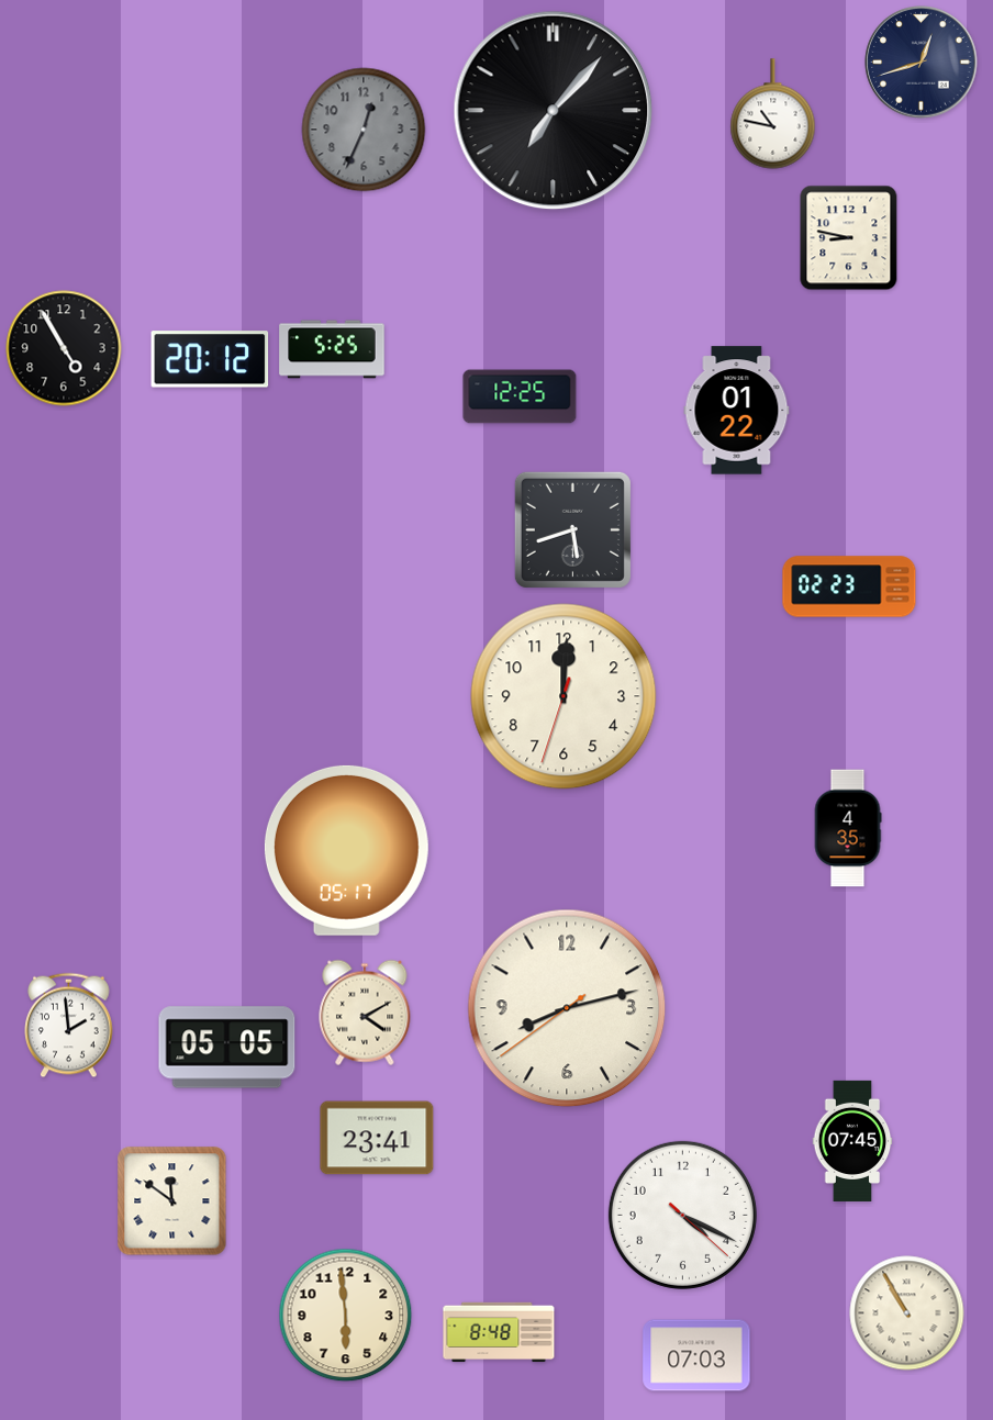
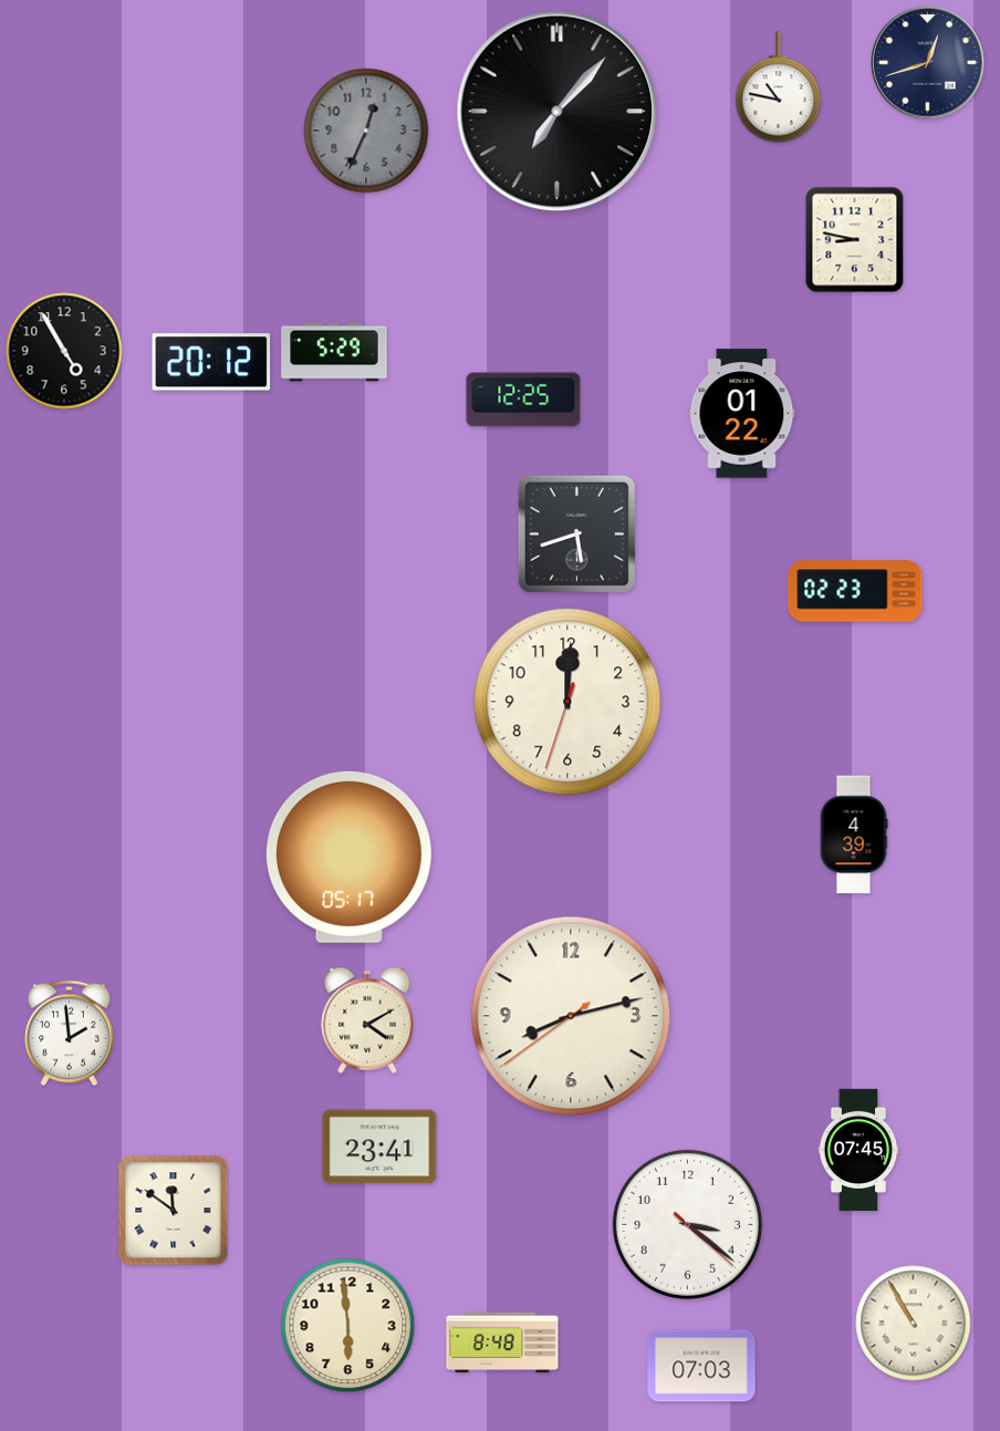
clock at (773, 114) position: (773, 114) -> (779, 87)
clock at (332, 349): 5:25 -> 5:29
clock at (848, 828): 4:35 -> 4:39
clock at (227, 1048): 05:05 -> none
clock at (682, 1215): 4:19 -> 3:21
